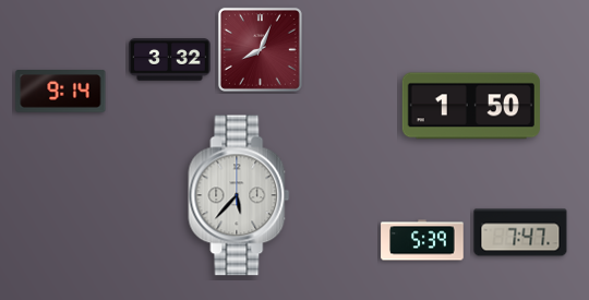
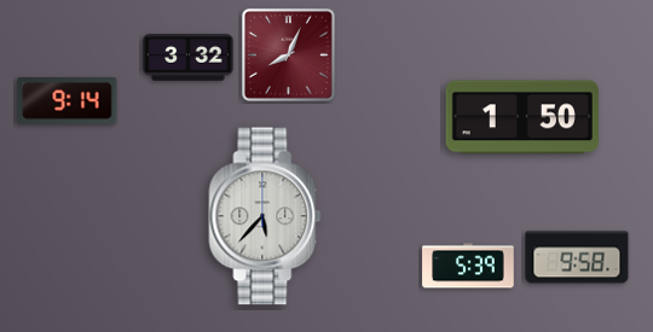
clock at (170, 60) position: (170, 60) -> (189, 58)
clock at (520, 232): 7:47 -> 9:58
